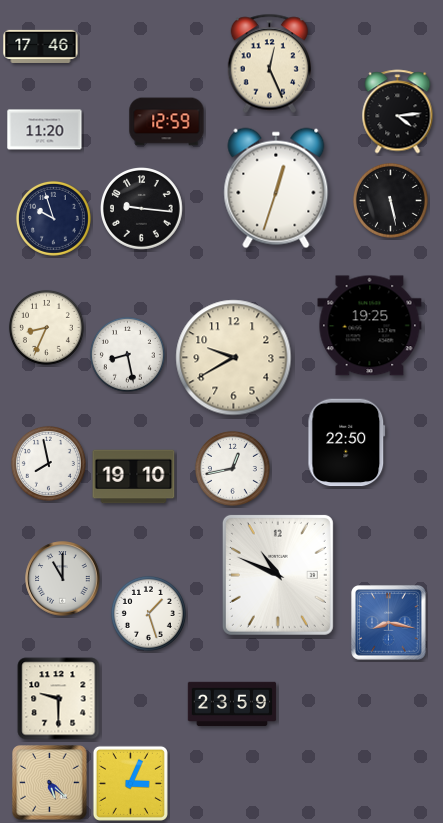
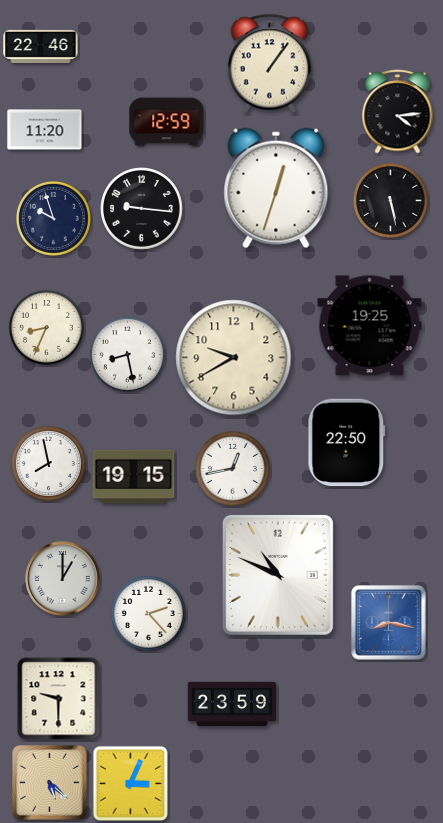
clock at (41, 46): 17:46 -> 22:46
clock at (269, 64): 12:26 -> 1:06
clock at (134, 477): 19:10 -> 19:15
clock at (63, 579): 11:00 -> 1:00
clock at (148, 613): 1:27 -> 2:23
